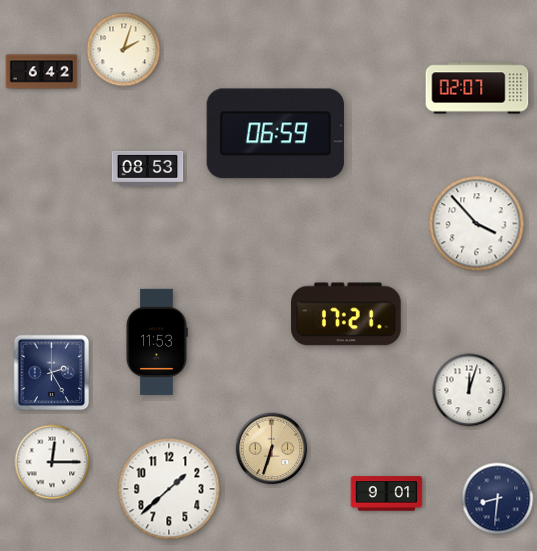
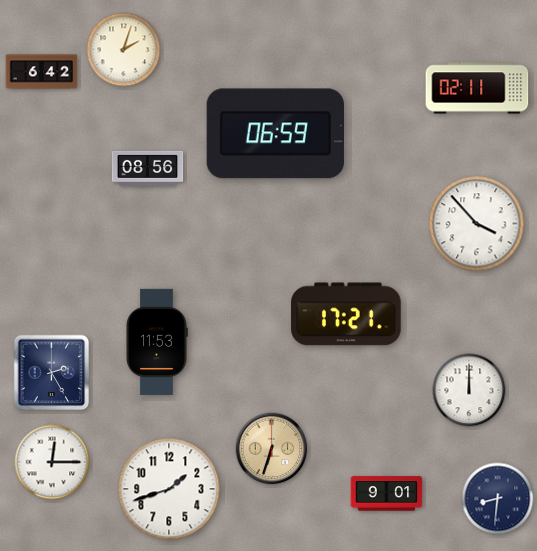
clock at (477, 88): 02:07 -> 02:11
clock at (148, 168): 08:53 -> 08:56
clock at (469, 390): 12:03 -> 12:00
clock at (169, 489): 1:38 -> 1:42
